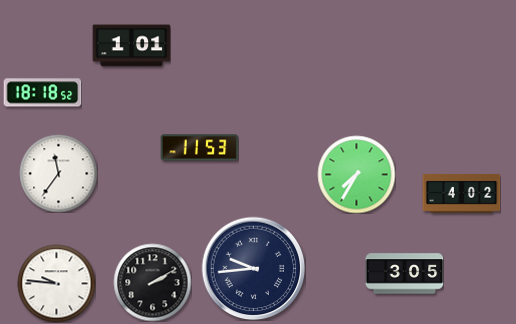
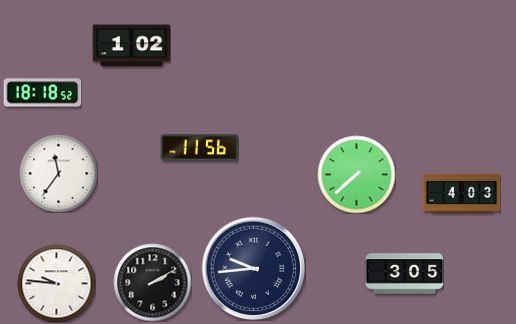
clock at (131, 46): 1:01 -> 1:02
clock at (199, 148): 11:53 -> 11:56
clock at (356, 174): 7:35 -> 7:38
clock at (461, 193): 4:02 -> 4:03
